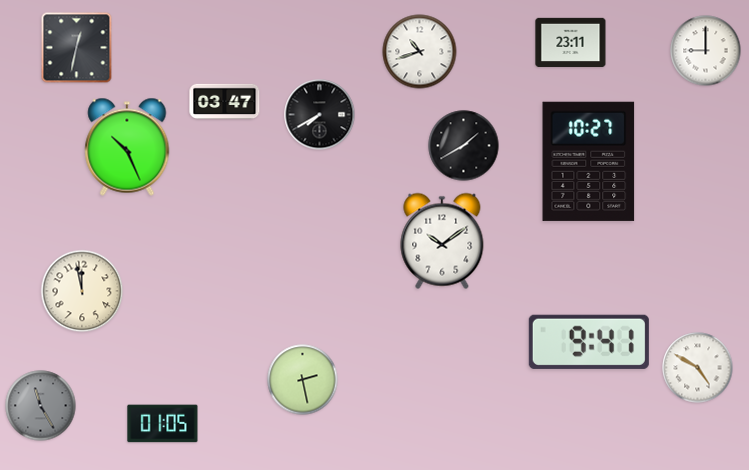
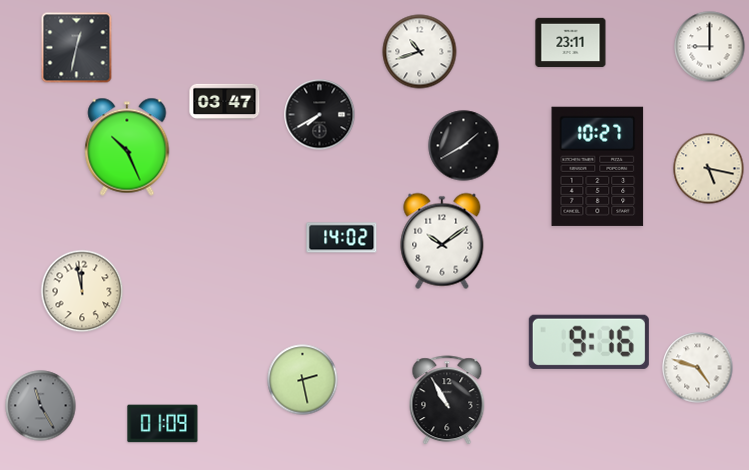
clock at (706, 51) position: (706, 51) -> (710, 47)
clock at (589, 161) position: (589, 161) -> (598, 166)
clock at (709, 169): none -> 5:17
clock at (342, 238): none -> 14:02
clock at (589, 342): 9:41 -> 9:16
clock at (698, 368): 4:50 -> 4:48
clock at (447, 401): none -> 10:55
clock at (163, 424): 01:05 -> 01:09
